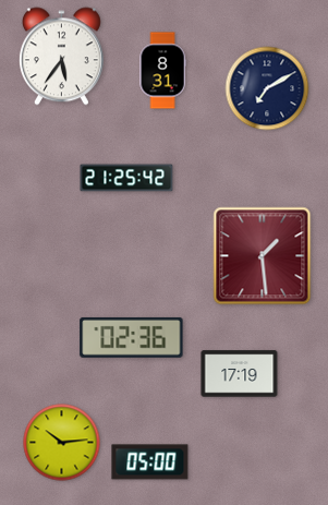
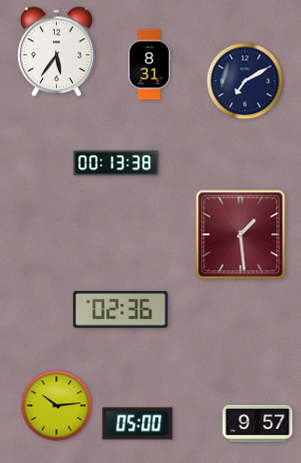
clock at (126, 178): 21:25 -> 00:13
clock at (240, 374): 17:19 -> none
clock at (258, 423): none -> 9:57
